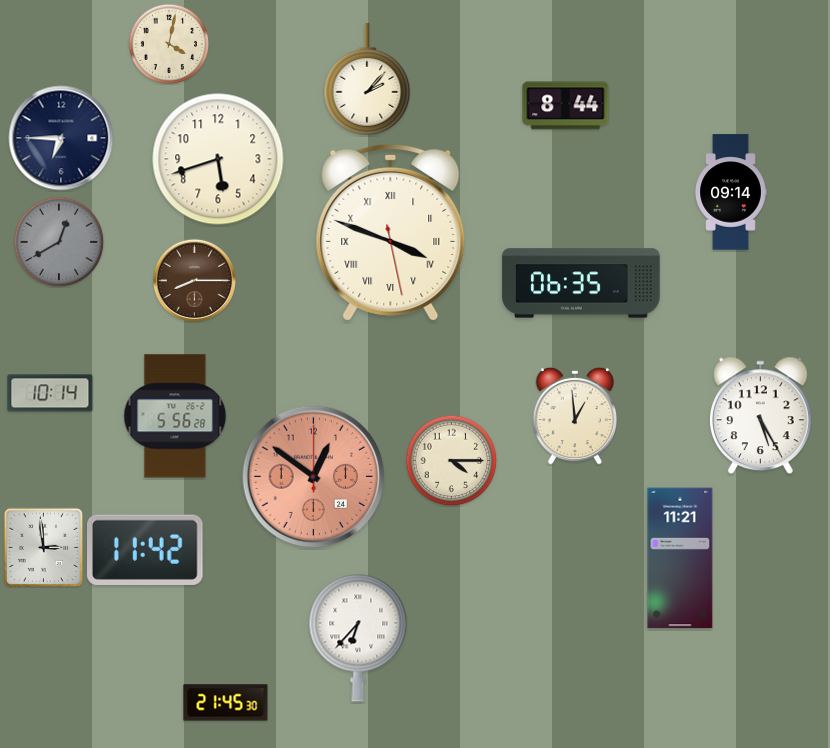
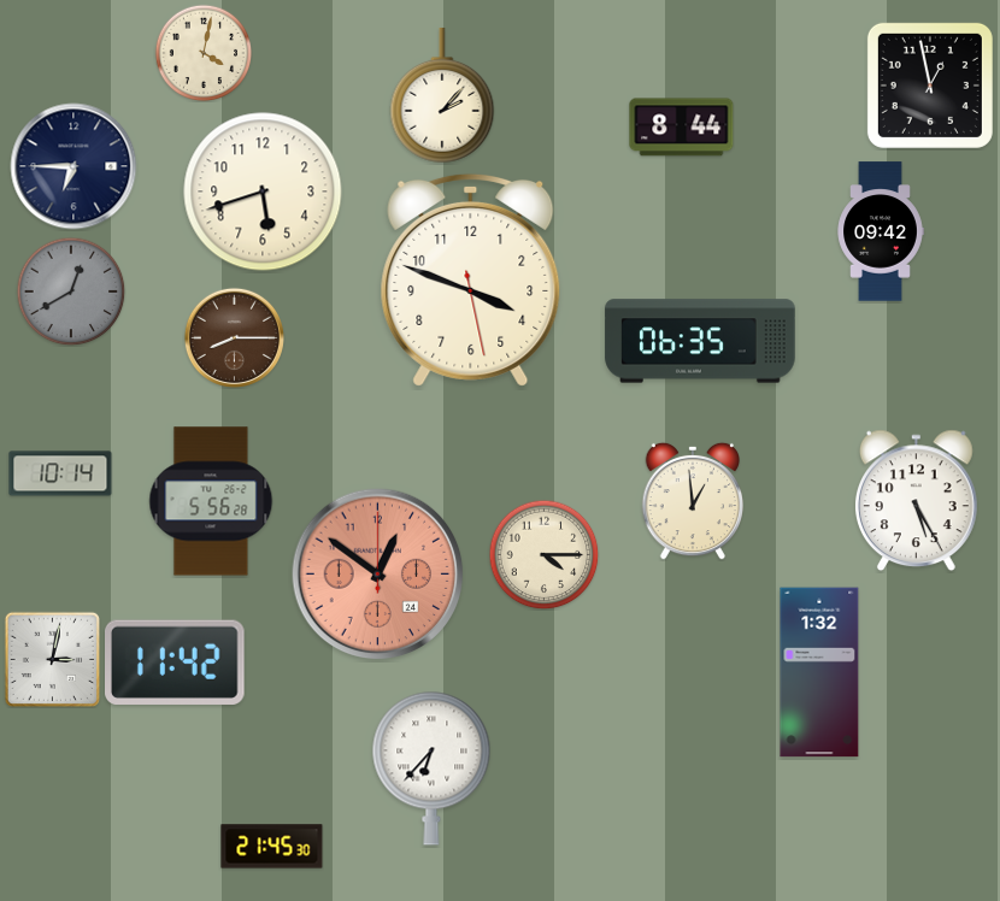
clock at (930, 86): none -> 12:58
clock at (731, 192): 09:14 -> 09:42
clock at (391, 232) numerals: Roman -> Arabic
clock at (43, 547): 2:59 -> 3:02
clock at (680, 558): 11:21 -> 1:32
